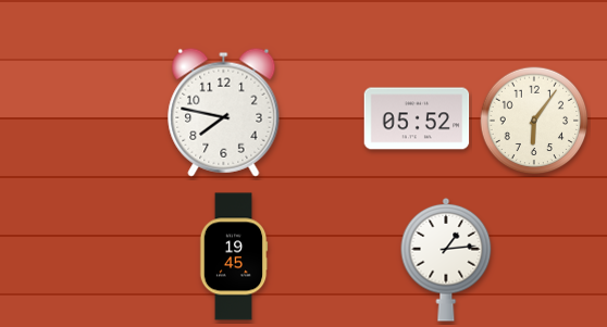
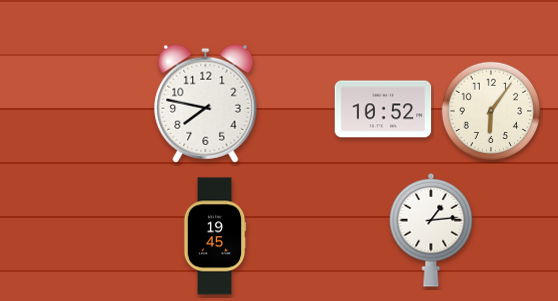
clock at (417, 118): 05:52 -> 10:52
clock at (446, 260) position: (446, 260) -> (431, 230)
